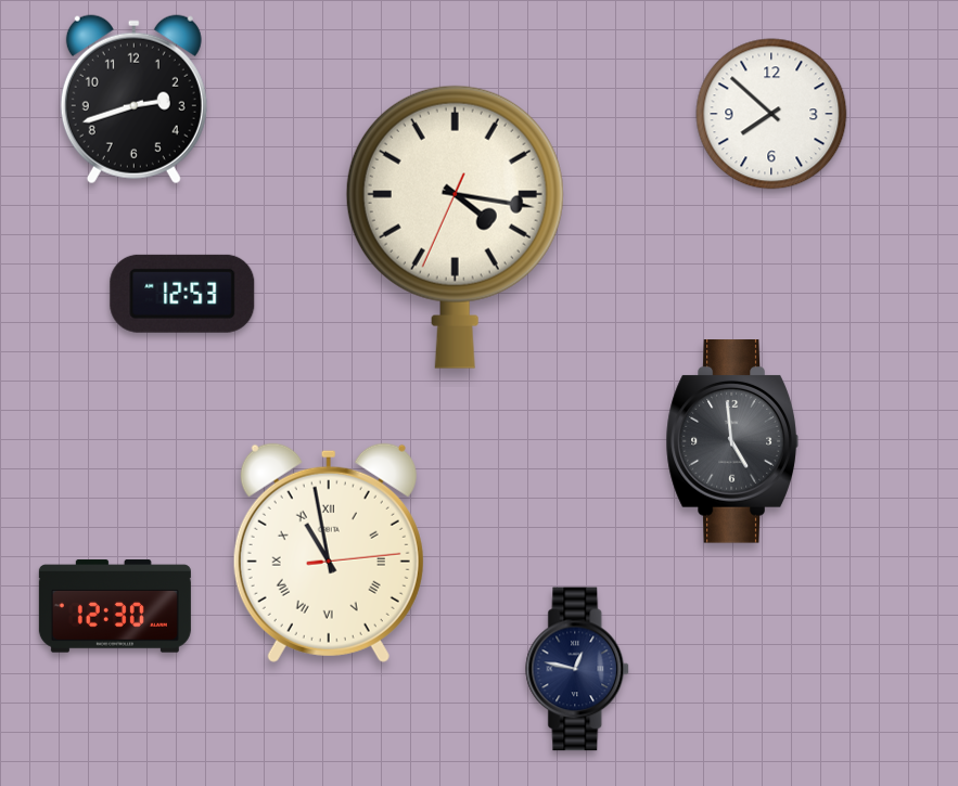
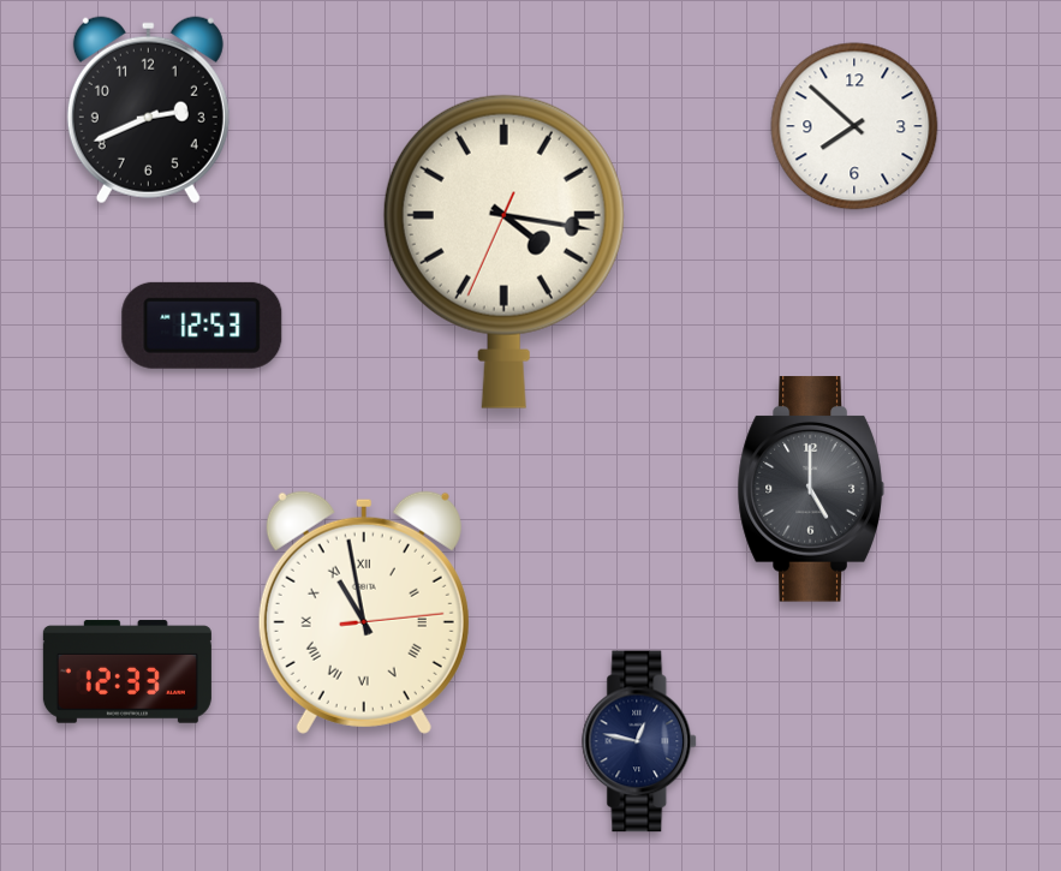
clock at (133, 100): 2:42 -> 2:41
clock at (732, 441): 4:59 -> 5:00
clock at (115, 606): 12:30 -> 12:33
